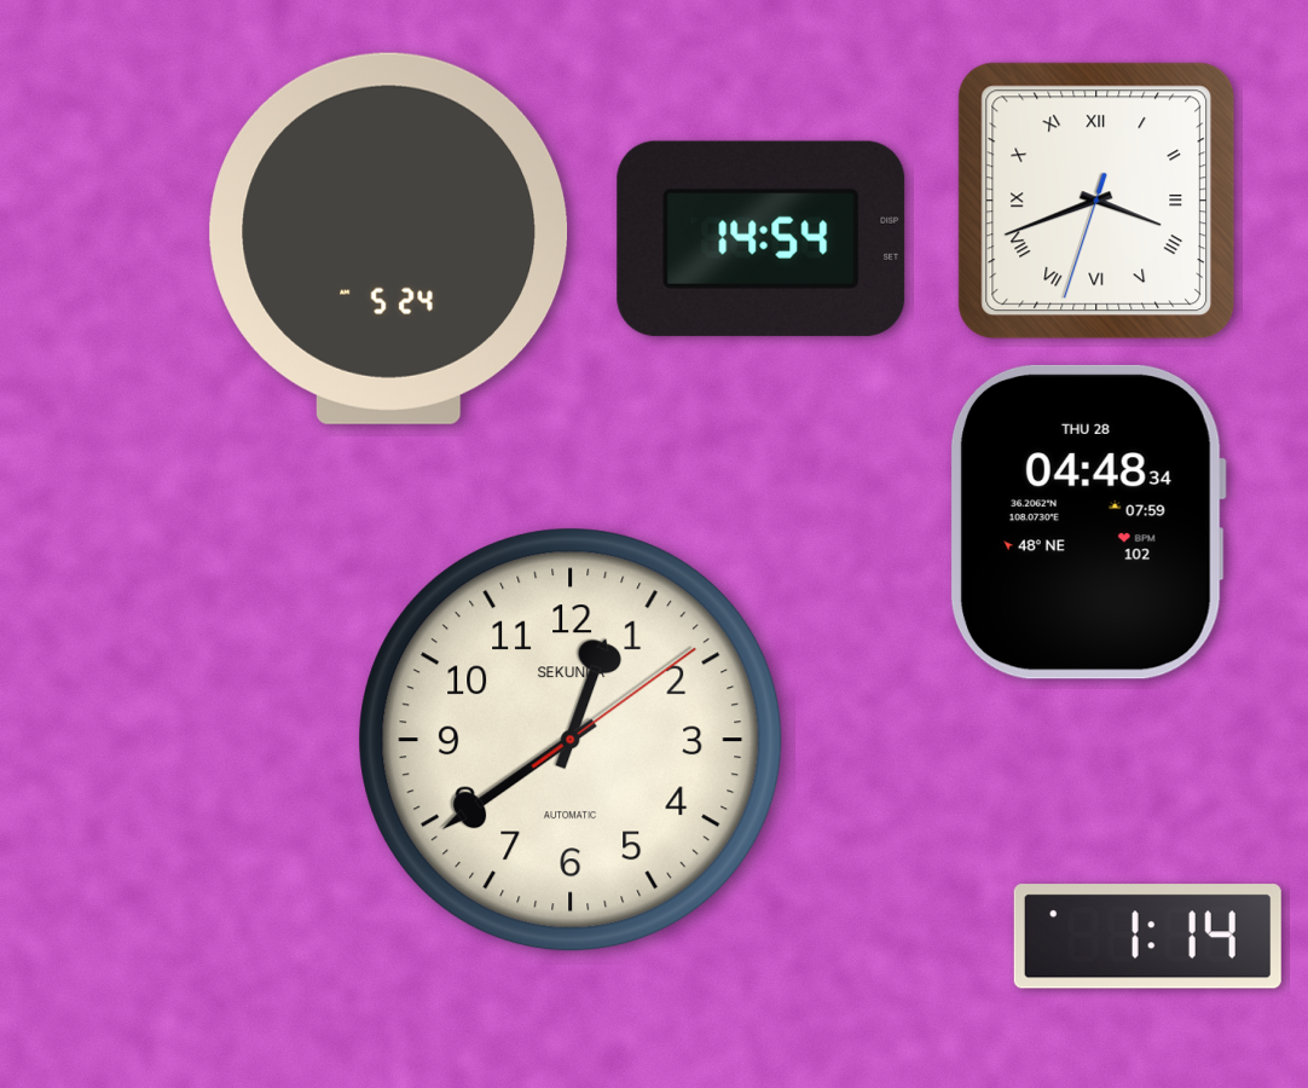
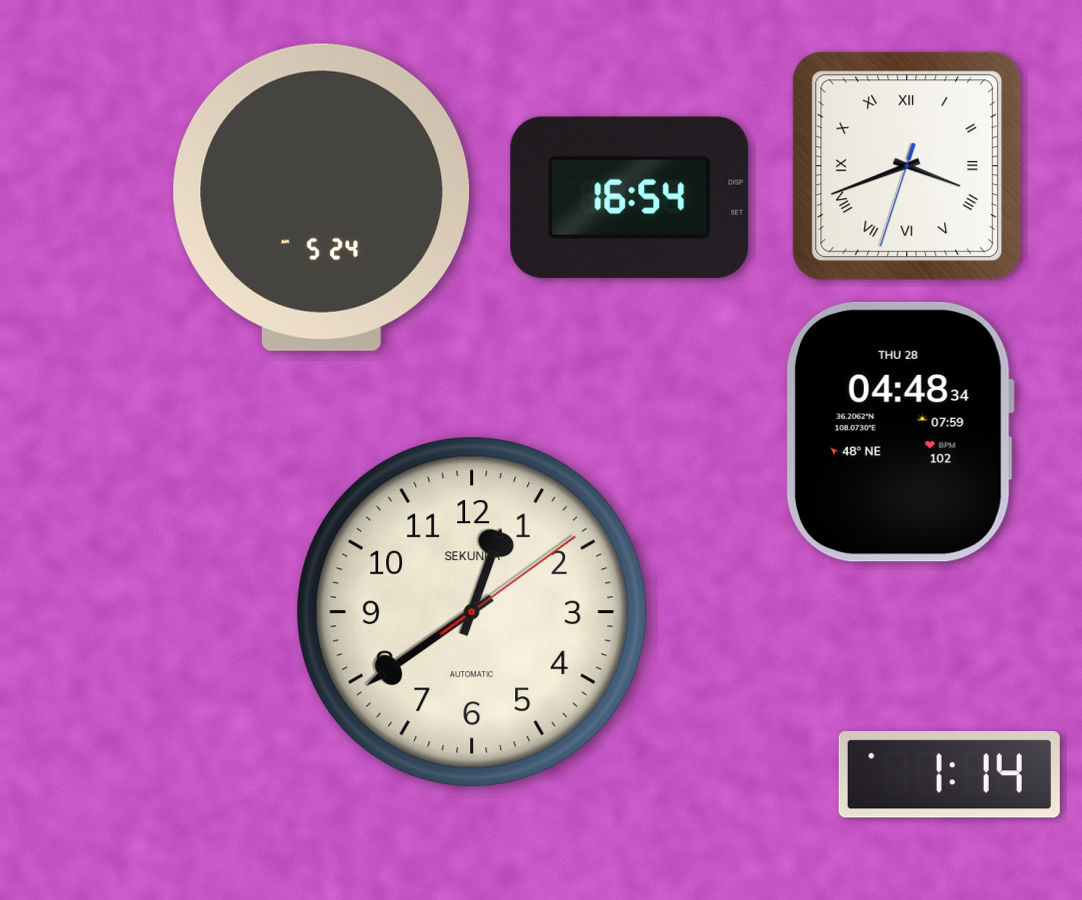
clock at (762, 238): 14:54 -> 16:54
